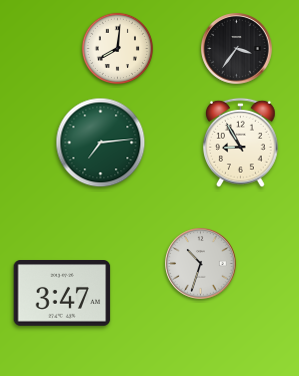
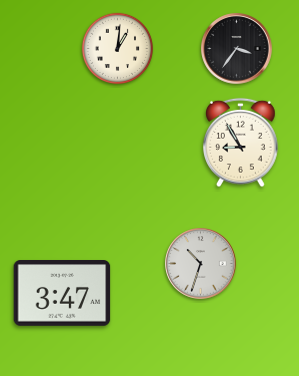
clock at (117, 48): 8:01 -> 1:01
clock at (101, 143): 7:14 -> none
